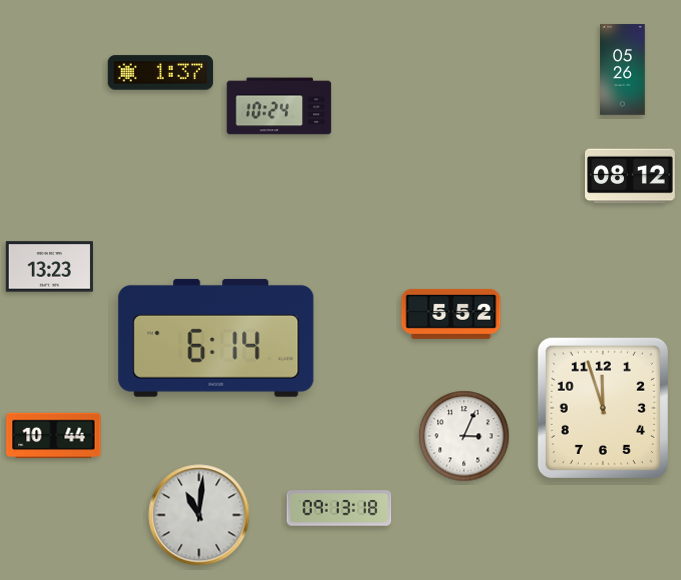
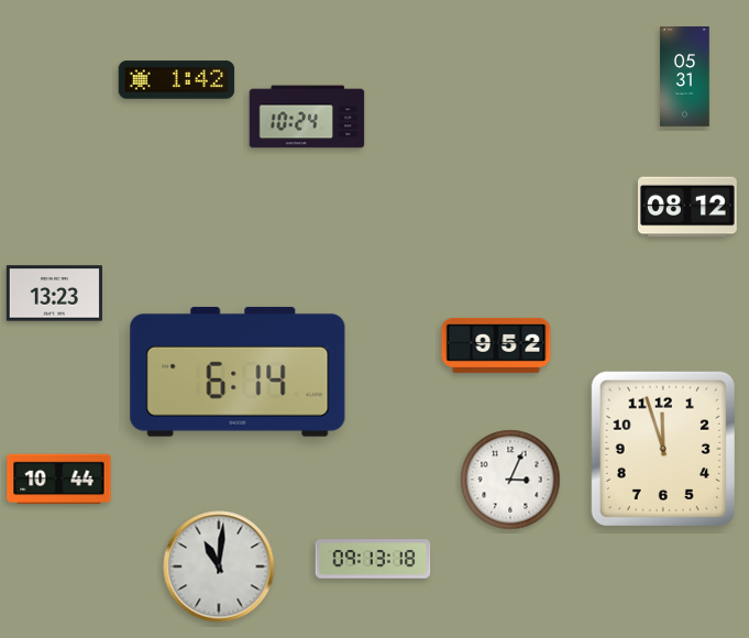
clock at (623, 70): 05:26 -> 05:31
clock at (161, 73): 1:37 -> 1:42
clock at (630, 176) position: (630, 176) -> (687, 207)
clock at (451, 314): 5:52 -> 9:52
